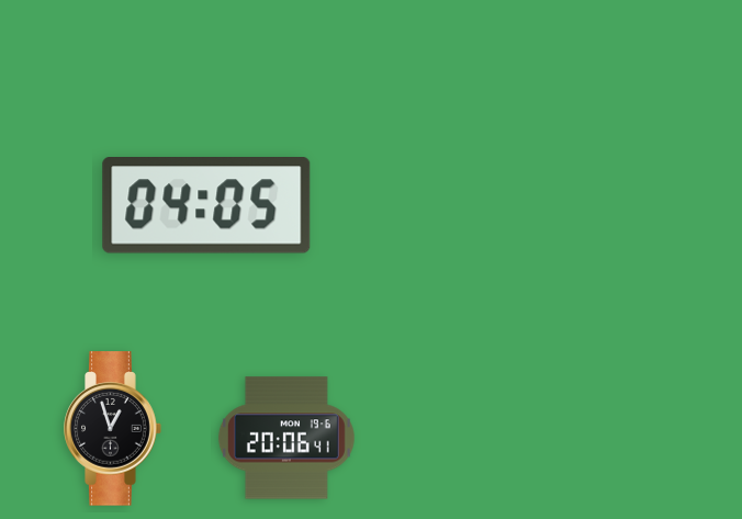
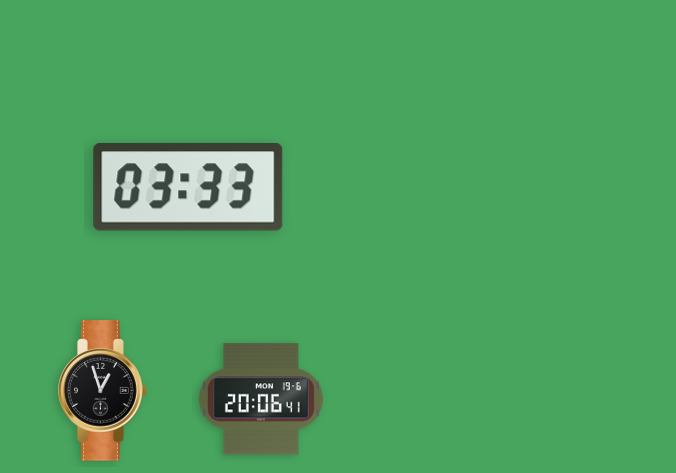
clock at (206, 206): 04:05 -> 03:33
